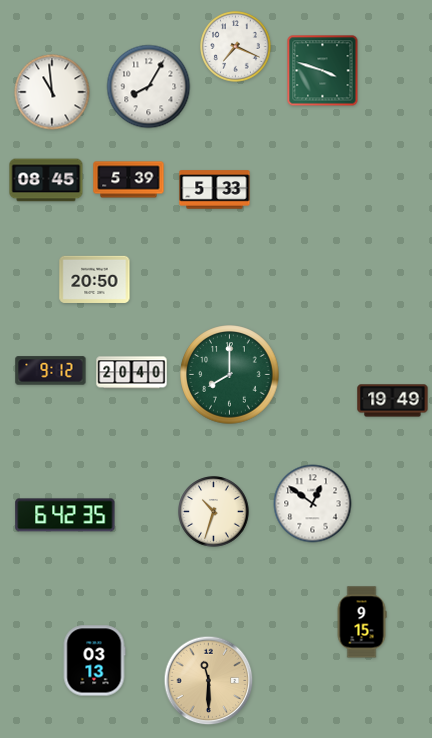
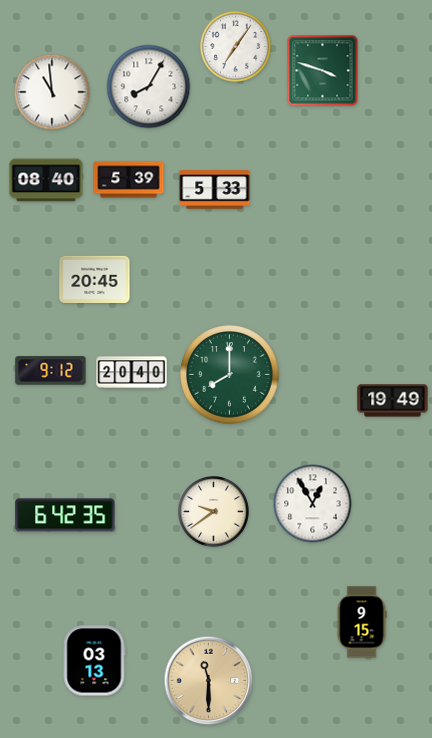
clock at (236, 47): 7:19 -> 7:06
clock at (46, 180): 08:45 -> 08:40
clock at (95, 279): 20:50 -> 20:45
clock at (313, 504): 12:51 -> 12:55
clock at (214, 512): 10:33 -> 9:39
